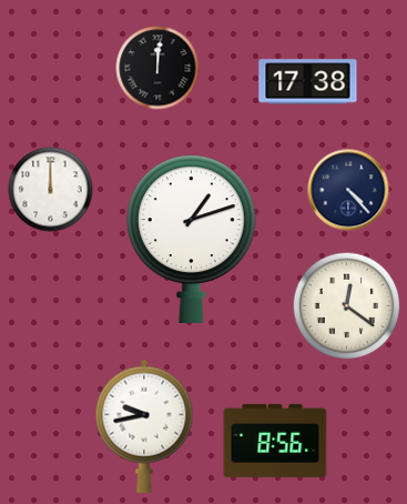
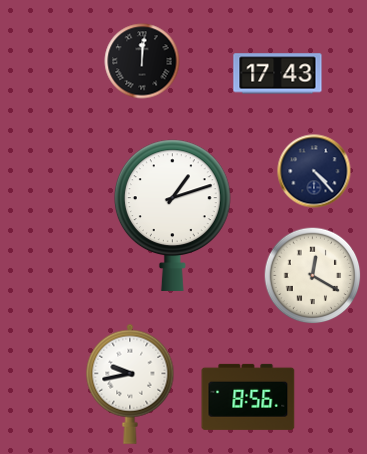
clock at (308, 82): 17:38 -> 17:43
clock at (51, 190): 12:00 -> none
clock at (347, 306): 12:21 -> 12:20
